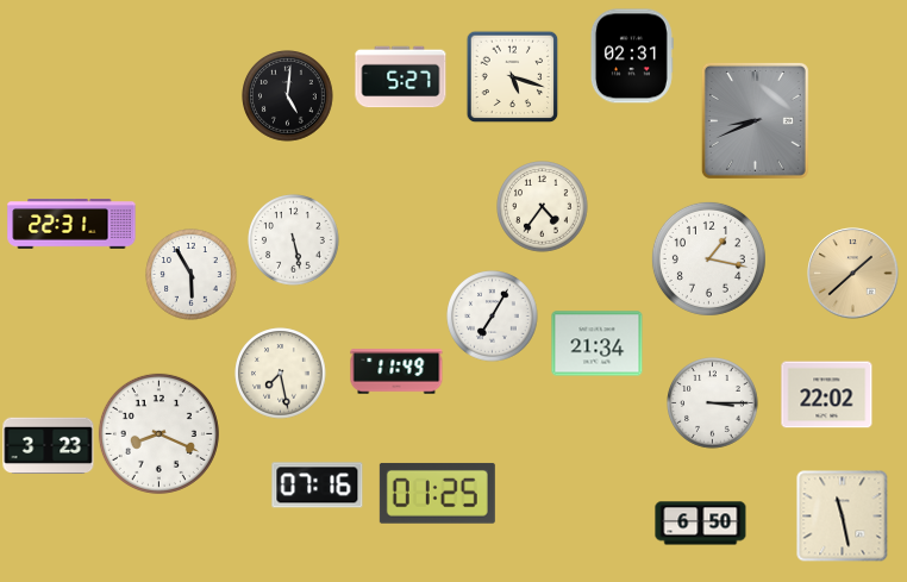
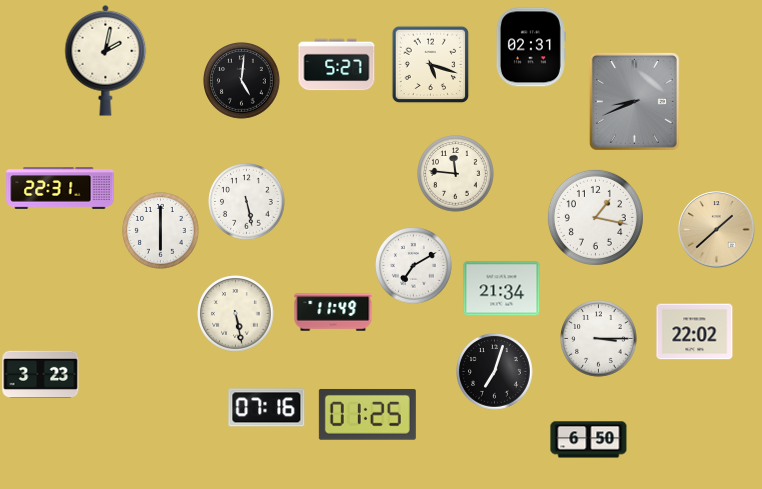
clock at (106, 60): none -> 2:02
clock at (543, 207): 4:36 -> 11:46
clock at (192, 275): 5:55 -> 6:00
clock at (493, 317): 7:05 -> 7:10
clock at (281, 374): 7:28 -> 5:28
clock at (158, 433): 8:19 -> none
clock at (495, 372): none -> 7:03
clock at (843, 517): 11:28 -> none
